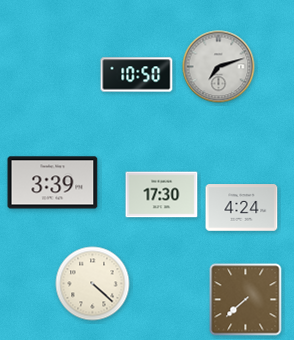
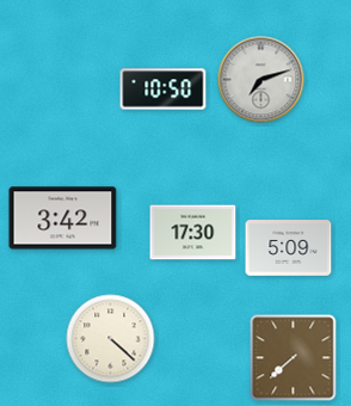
clock at (53, 183): 3:39 -> 3:42
clock at (242, 208): 4:24 -> 5:09
